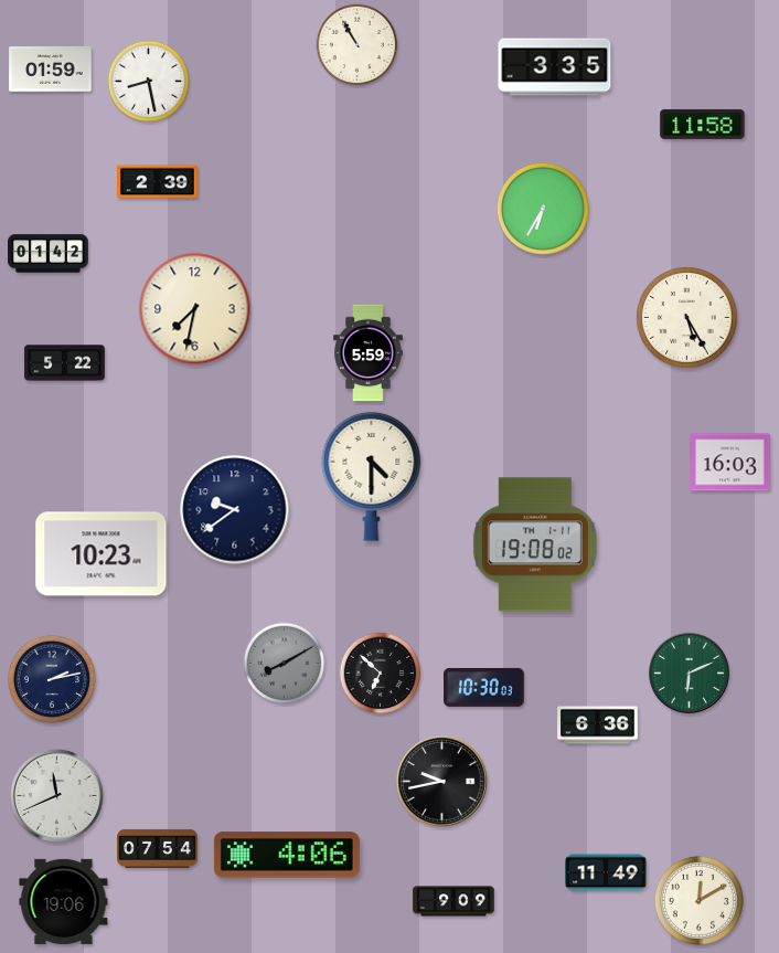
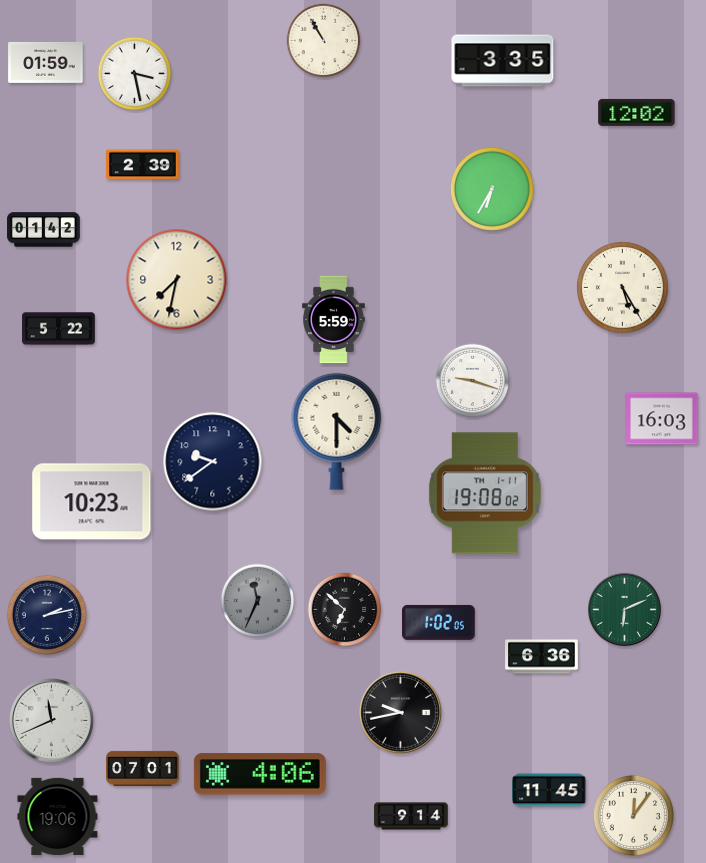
clock at (149, 82): 8:28 -> 3:28
clock at (703, 124): 11:58 -> 12:02
clock at (473, 381): none -> 9:18
clock at (285, 664): 8:10 -> 11:34
clock at (484, 687): 10:30 -> 1:02
clock at (442, 782) position: (442, 782) -> (401, 713)
clock at (158, 848): 07:54 -> 07:01
clock at (606, 872): 11:49 -> 11:45
clock at (698, 900): 12:10 -> 12:06
clock at (453, 901): 9:09 -> 9:14
